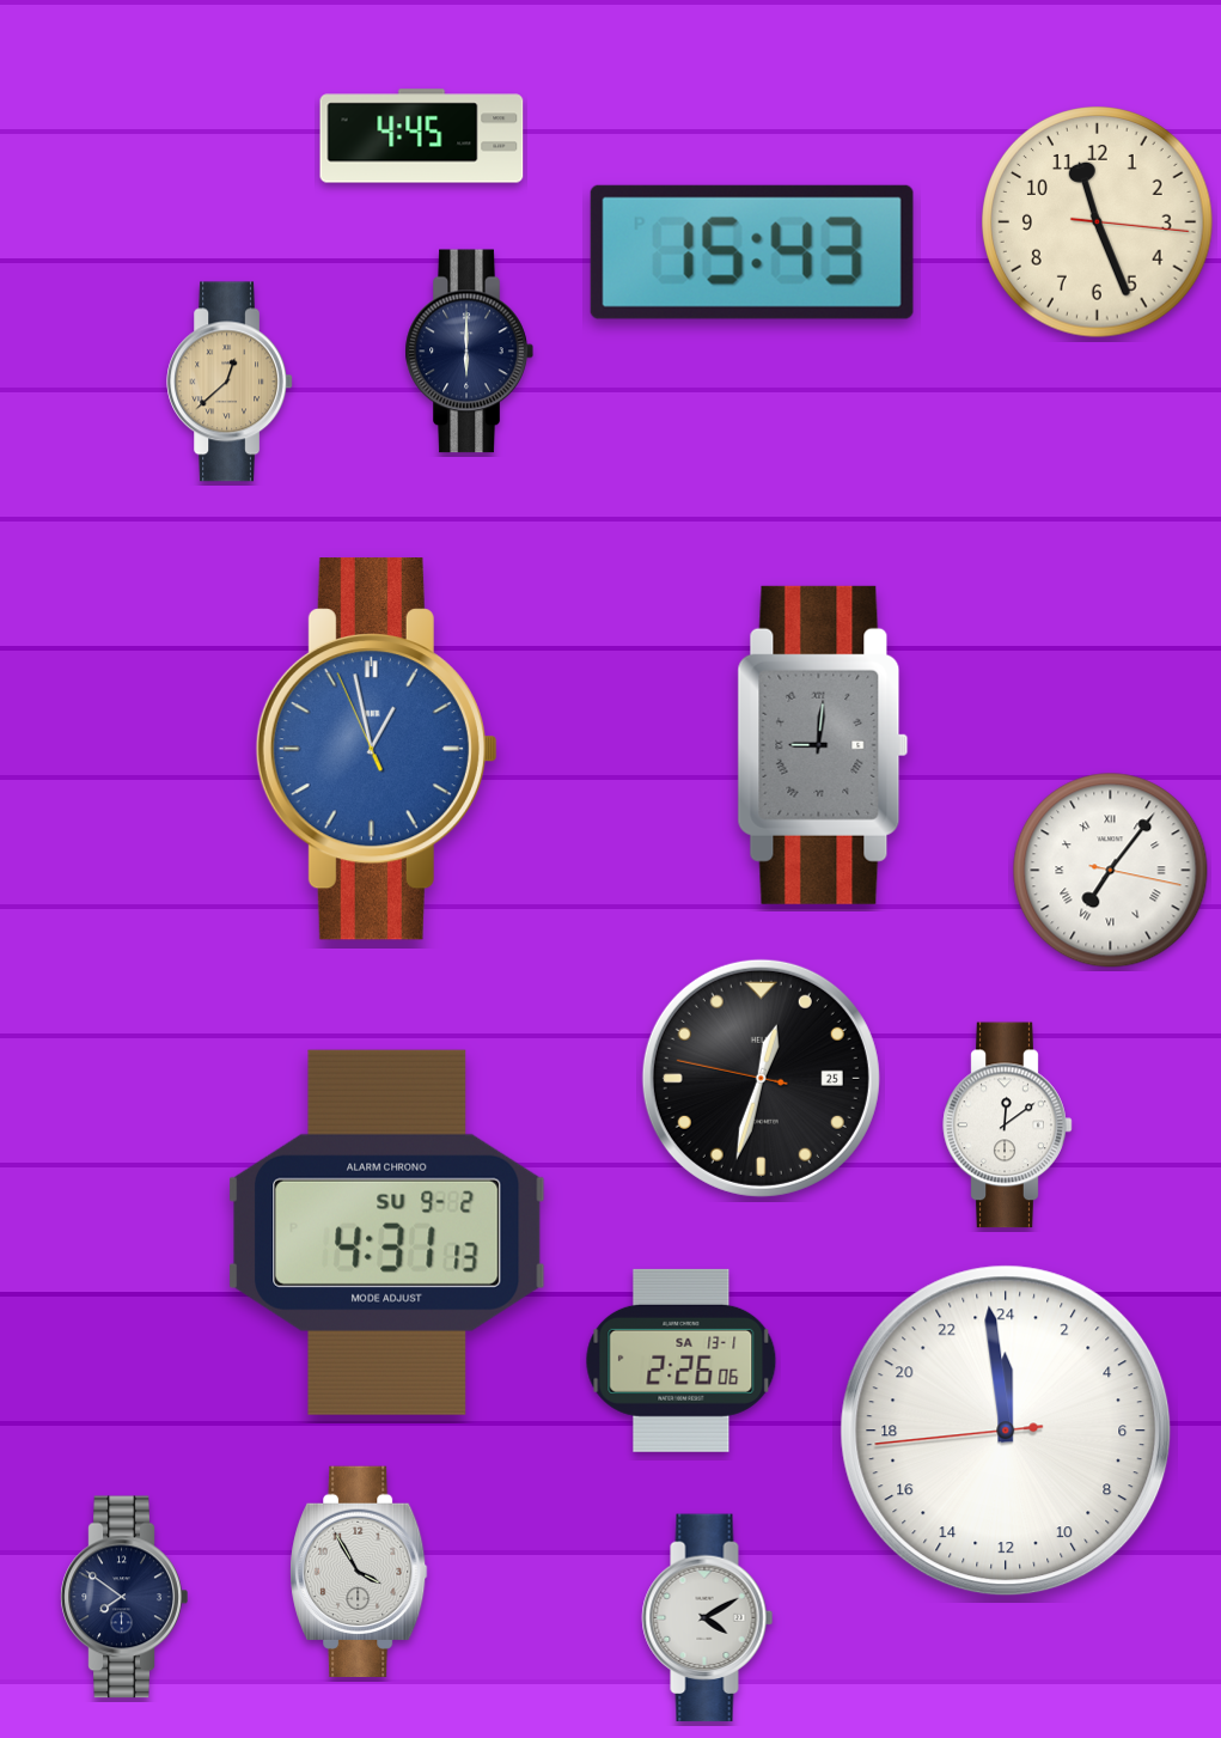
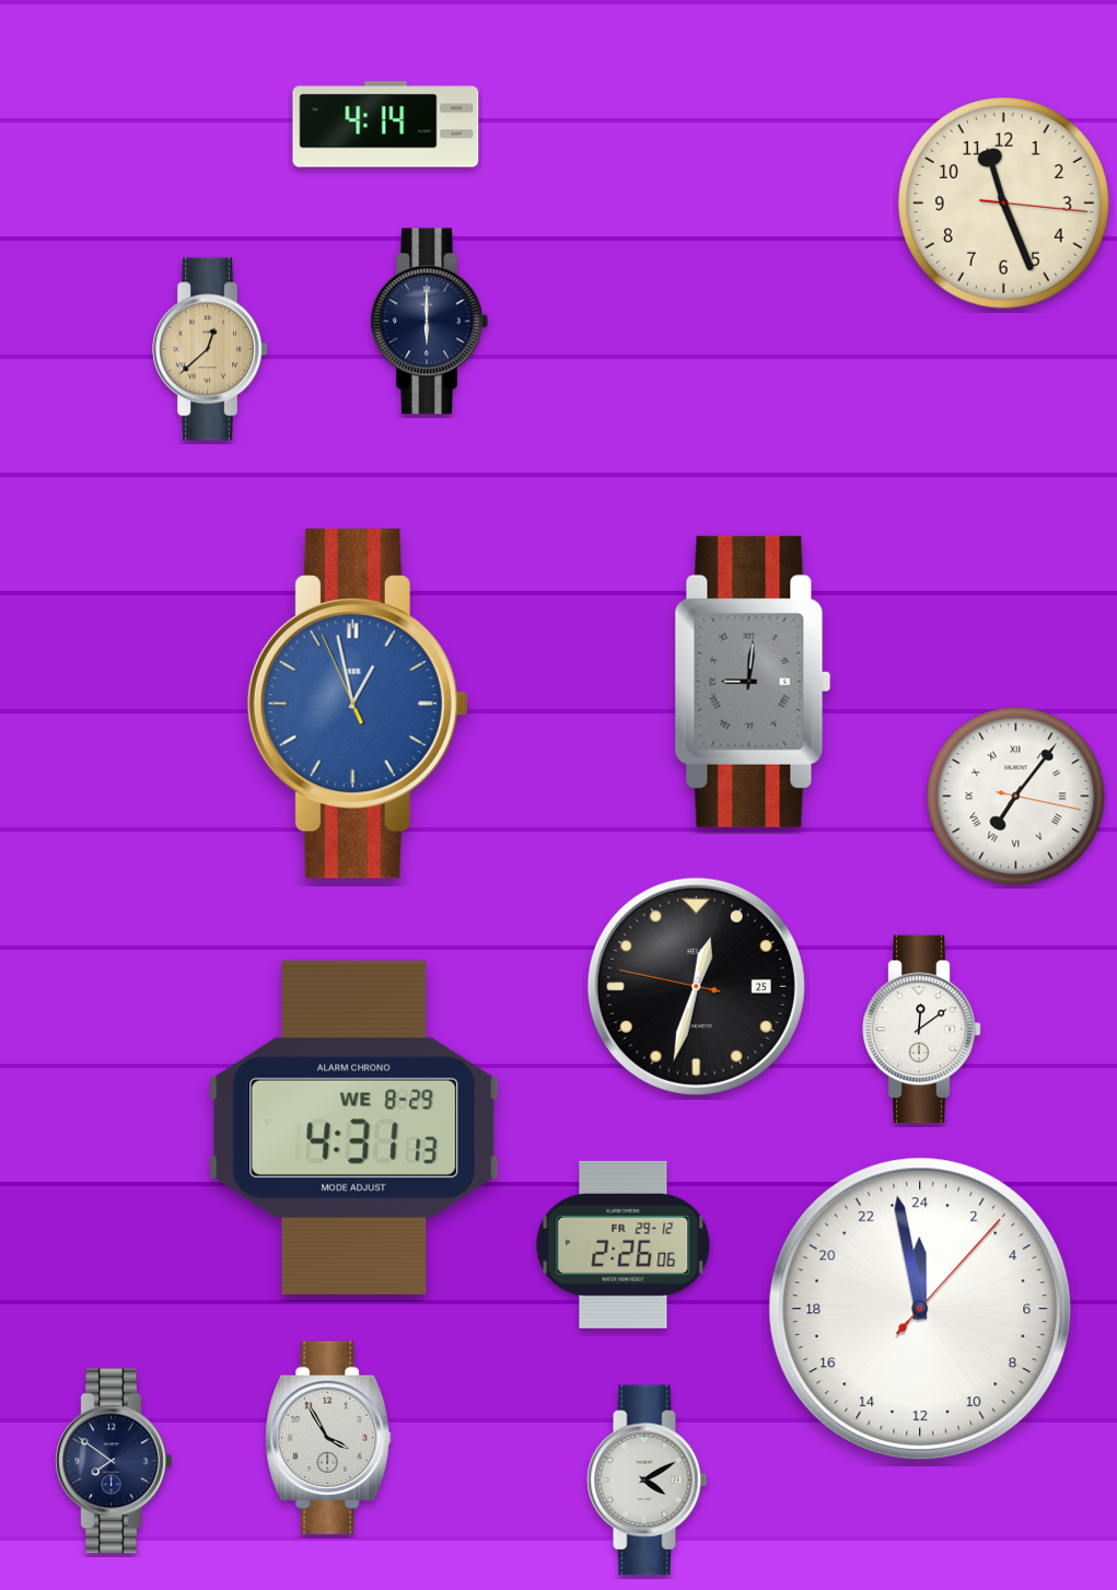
clock at (422, 136): 4:45 -> 4:14
clock at (752, 252): 15:43 -> none
clock at (377, 749) position: (377, 749) -> (358, 704)
clock at (387, 1232) date: SU 9-2 -> WE 8-29
clock at (682, 1360) date: SA 13-1 -> FR 29-12
clock at (1006, 1431): 23:58:44 -> 23:58:07
